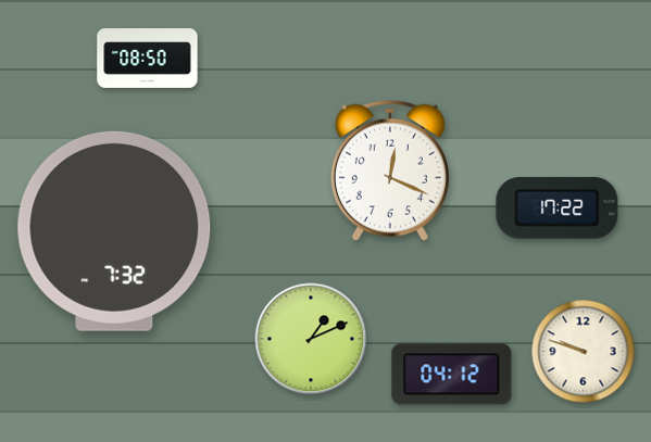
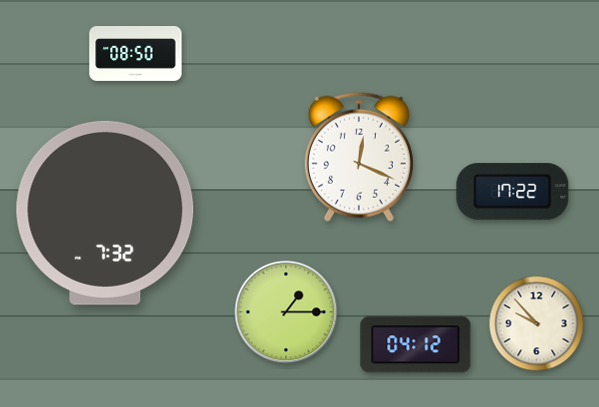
clock at (311, 339): 1:11 -> 1:15
clock at (584, 352): 9:48 -> 9:53
